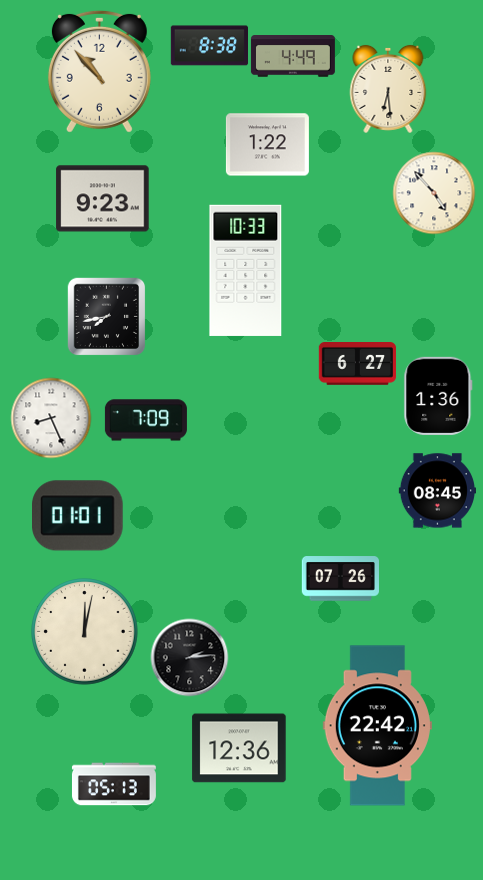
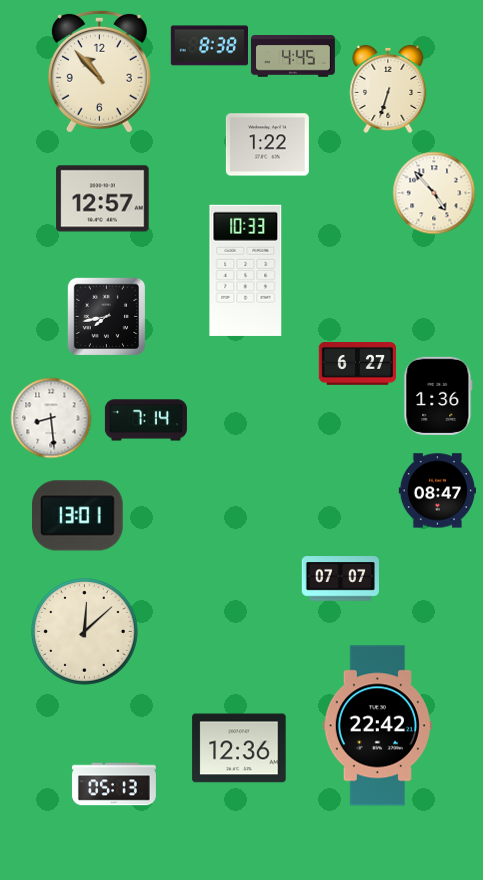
clock at (293, 56): 4:49 -> 4:45
clock at (388, 89): 6:29 -> 6:33
clock at (103, 199): 9:23 -> 12:57
clock at (51, 418): 8:26 -> 8:29
clock at (146, 420): 7:09 -> 7:14
clock at (437, 491): 08:45 -> 08:47
clock at (78, 516): 01:01 -> 13:01
clock at (340, 579): 07:26 -> 07:07
clock at (85, 632): 12:02 -> 12:08
clock at (189, 657): 2:14 -> none
